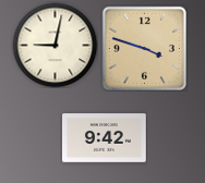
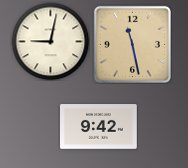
clock at (144, 48): 3:48 -> 11:28
clock at (105, 138) position: (105, 138) -> (99, 127)
